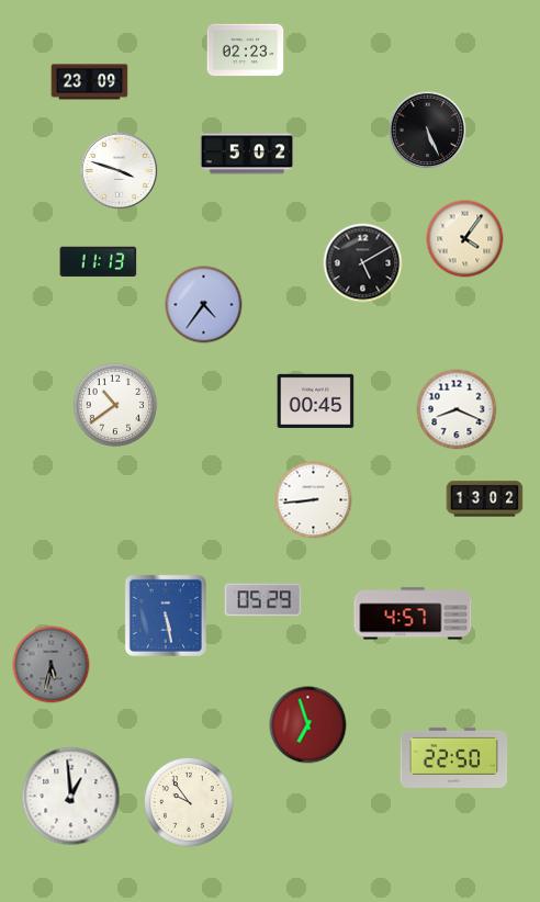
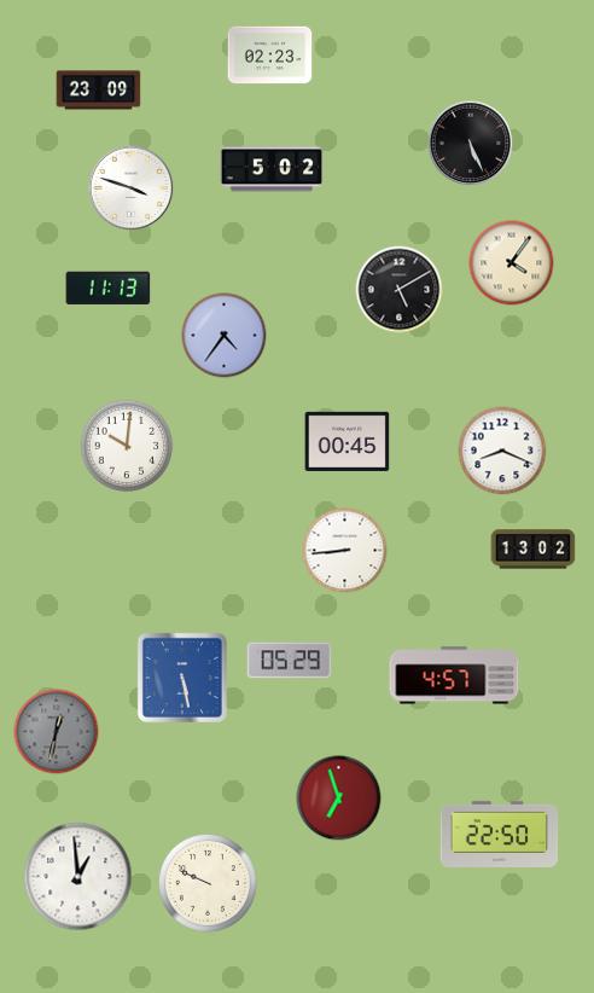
clock at (115, 405): 10:39 -> 10:01
clock at (52, 665): 5:32 -> 12:32
clock at (190, 803): 9:54 -> 9:49
